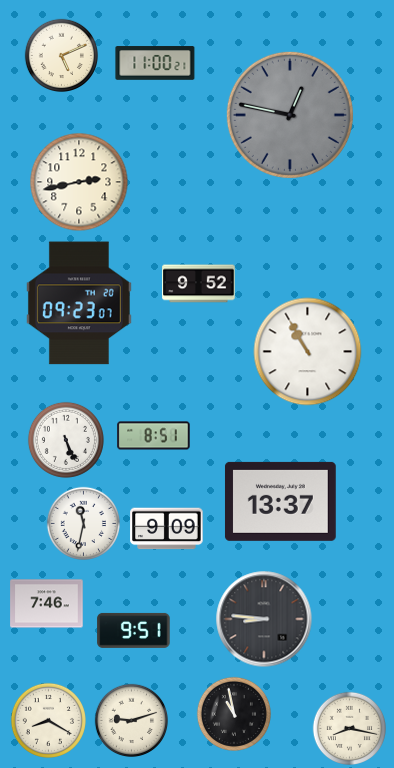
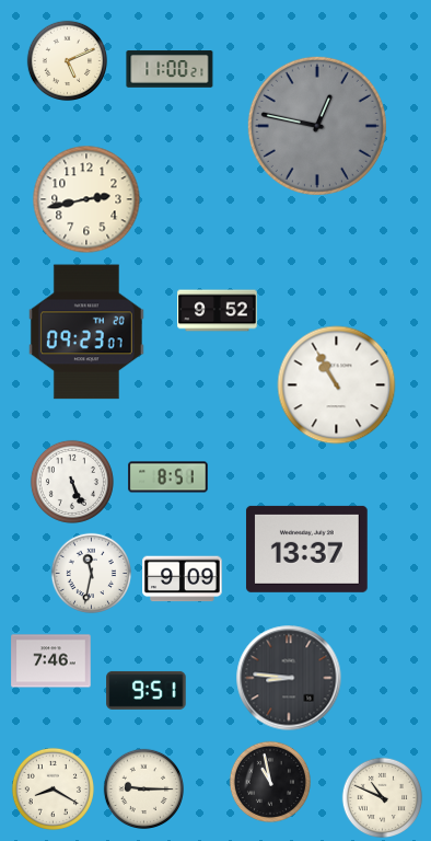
clock at (233, 713) position: (233, 713) -> (269, 781)
clock at (131, 720): 9:12 -> 9:15
clock at (349, 728): 8:17 -> 10:49
